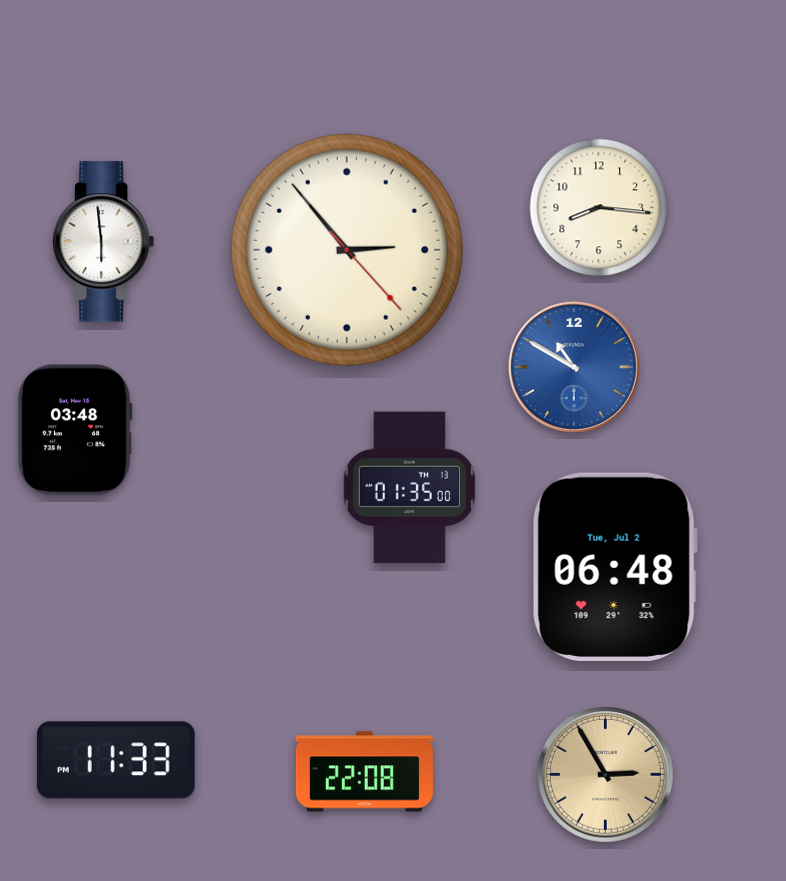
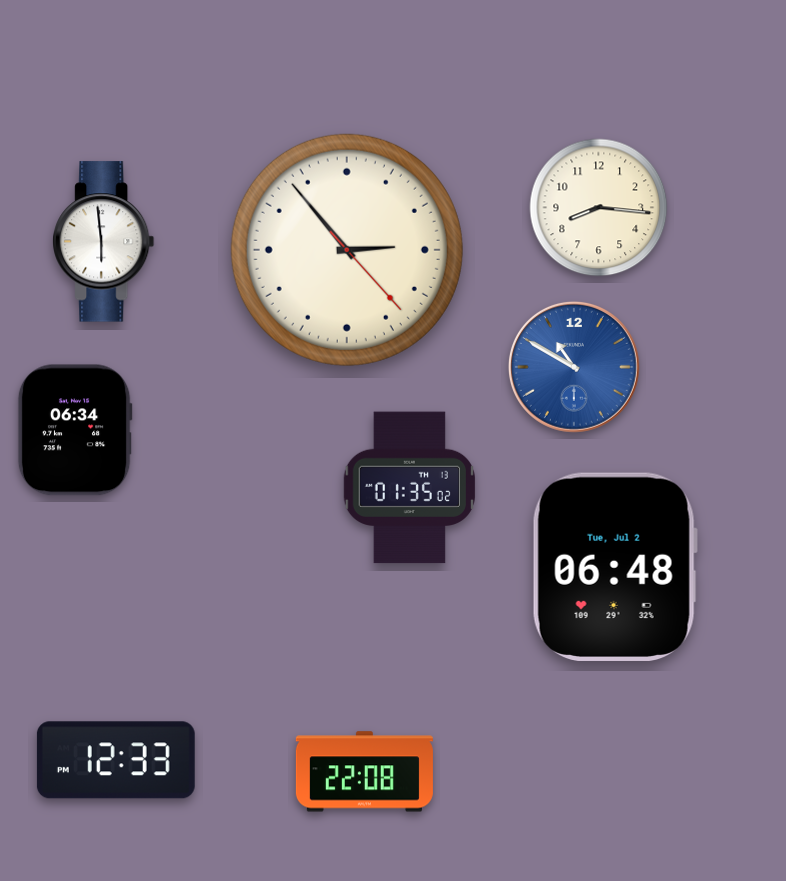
clock at (75, 430): 03:48 -> 06:34
clock at (409, 488): 01:35:00 -> 01:35:02
clock at (116, 760): 11:33 -> 12:33
clock at (606, 775): 2:55 -> none
